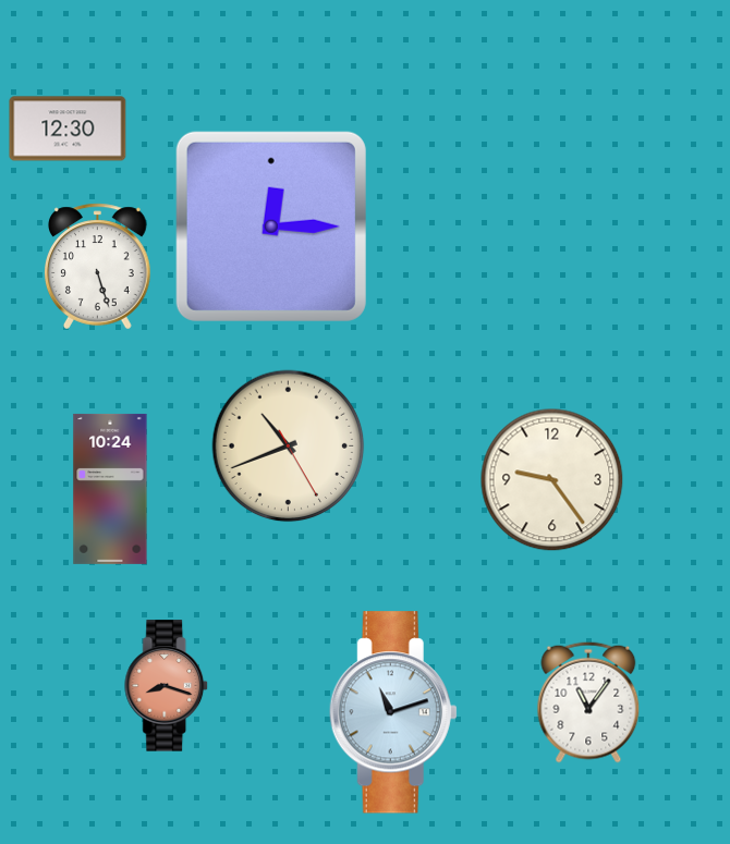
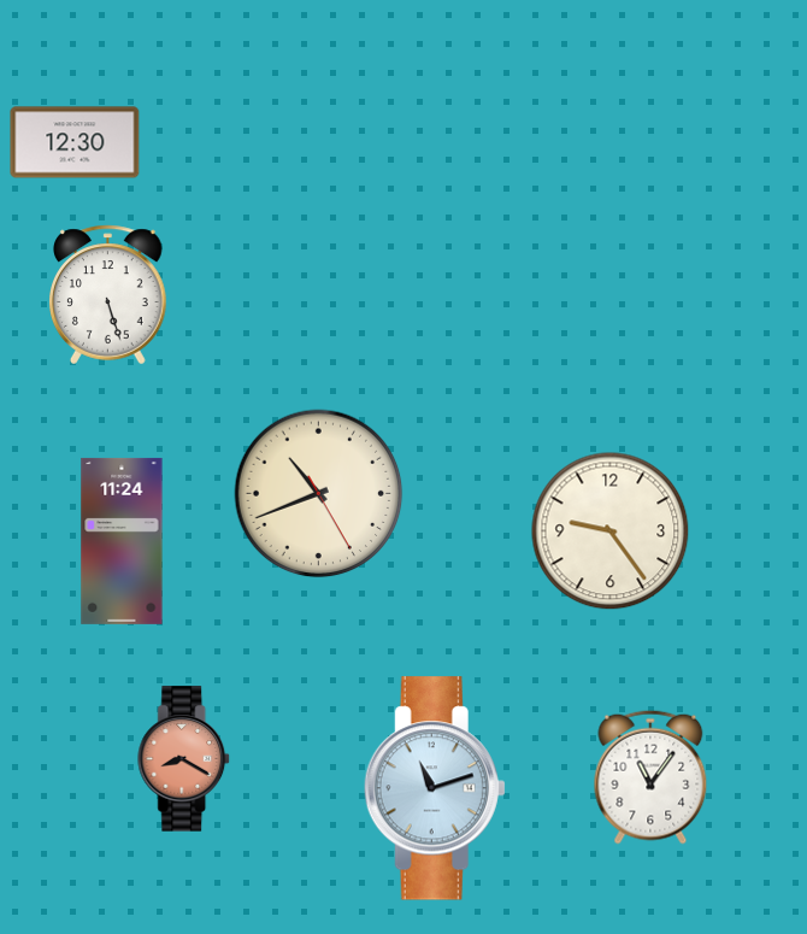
clock at (271, 227): 12:15 -> none
clock at (110, 489): 10:24 -> 11:24
clock at (167, 686): 8:18 -> 8:20
